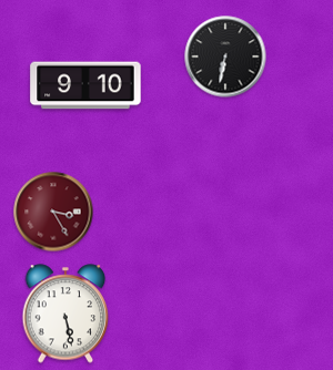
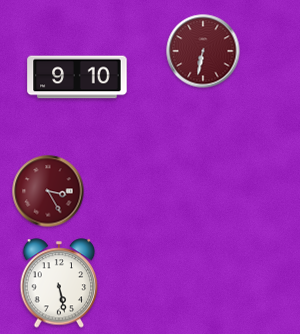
clock at (225, 56) dial: black -> burgundy
